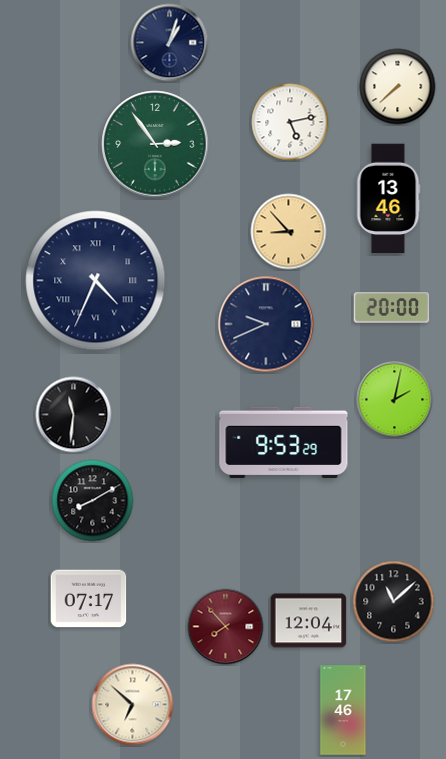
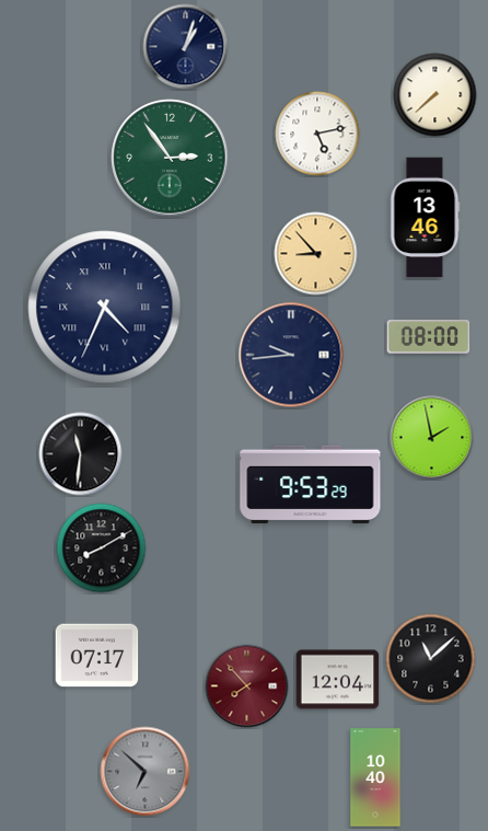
clock at (392, 308): 20:00 -> 08:00
clock at (266, 324): 9:41 -> 9:44
clock at (395, 400): 2:02 -> 1:58
clock at (133, 705) dial: cream -> grey
clock at (343, 710): 17:46 -> 10:40
